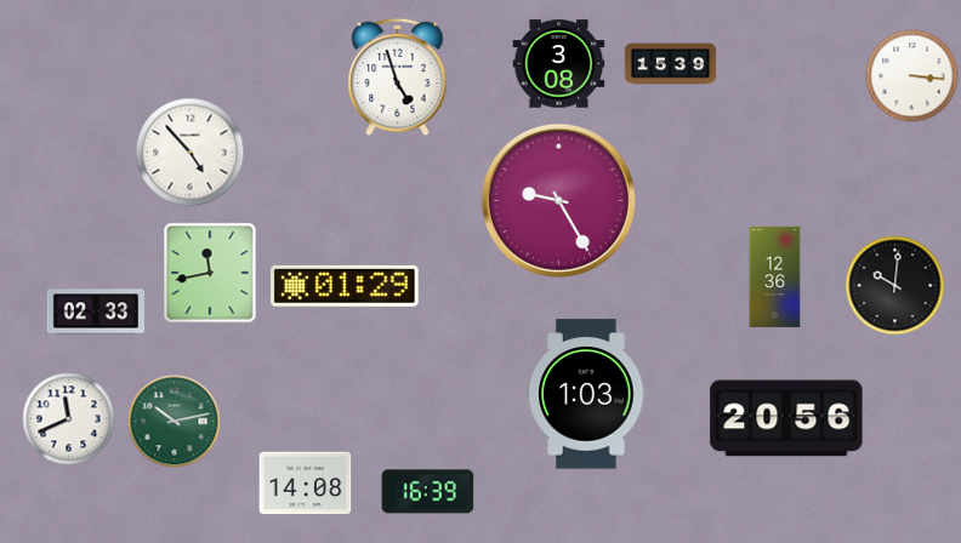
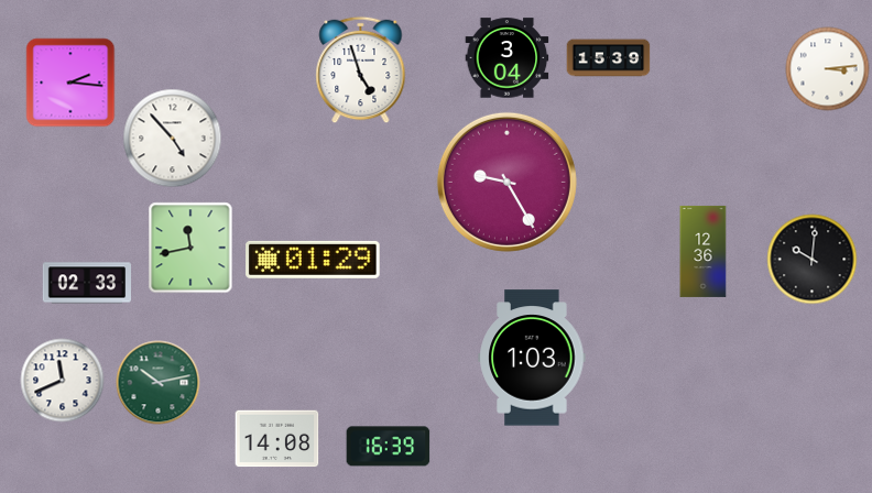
clock at (559, 64): 3:08 -> 3:04
clock at (912, 76): 3:16 -> 3:14
clock at (70, 83): none -> 2:16
clock at (786, 418): 20:56 -> none
